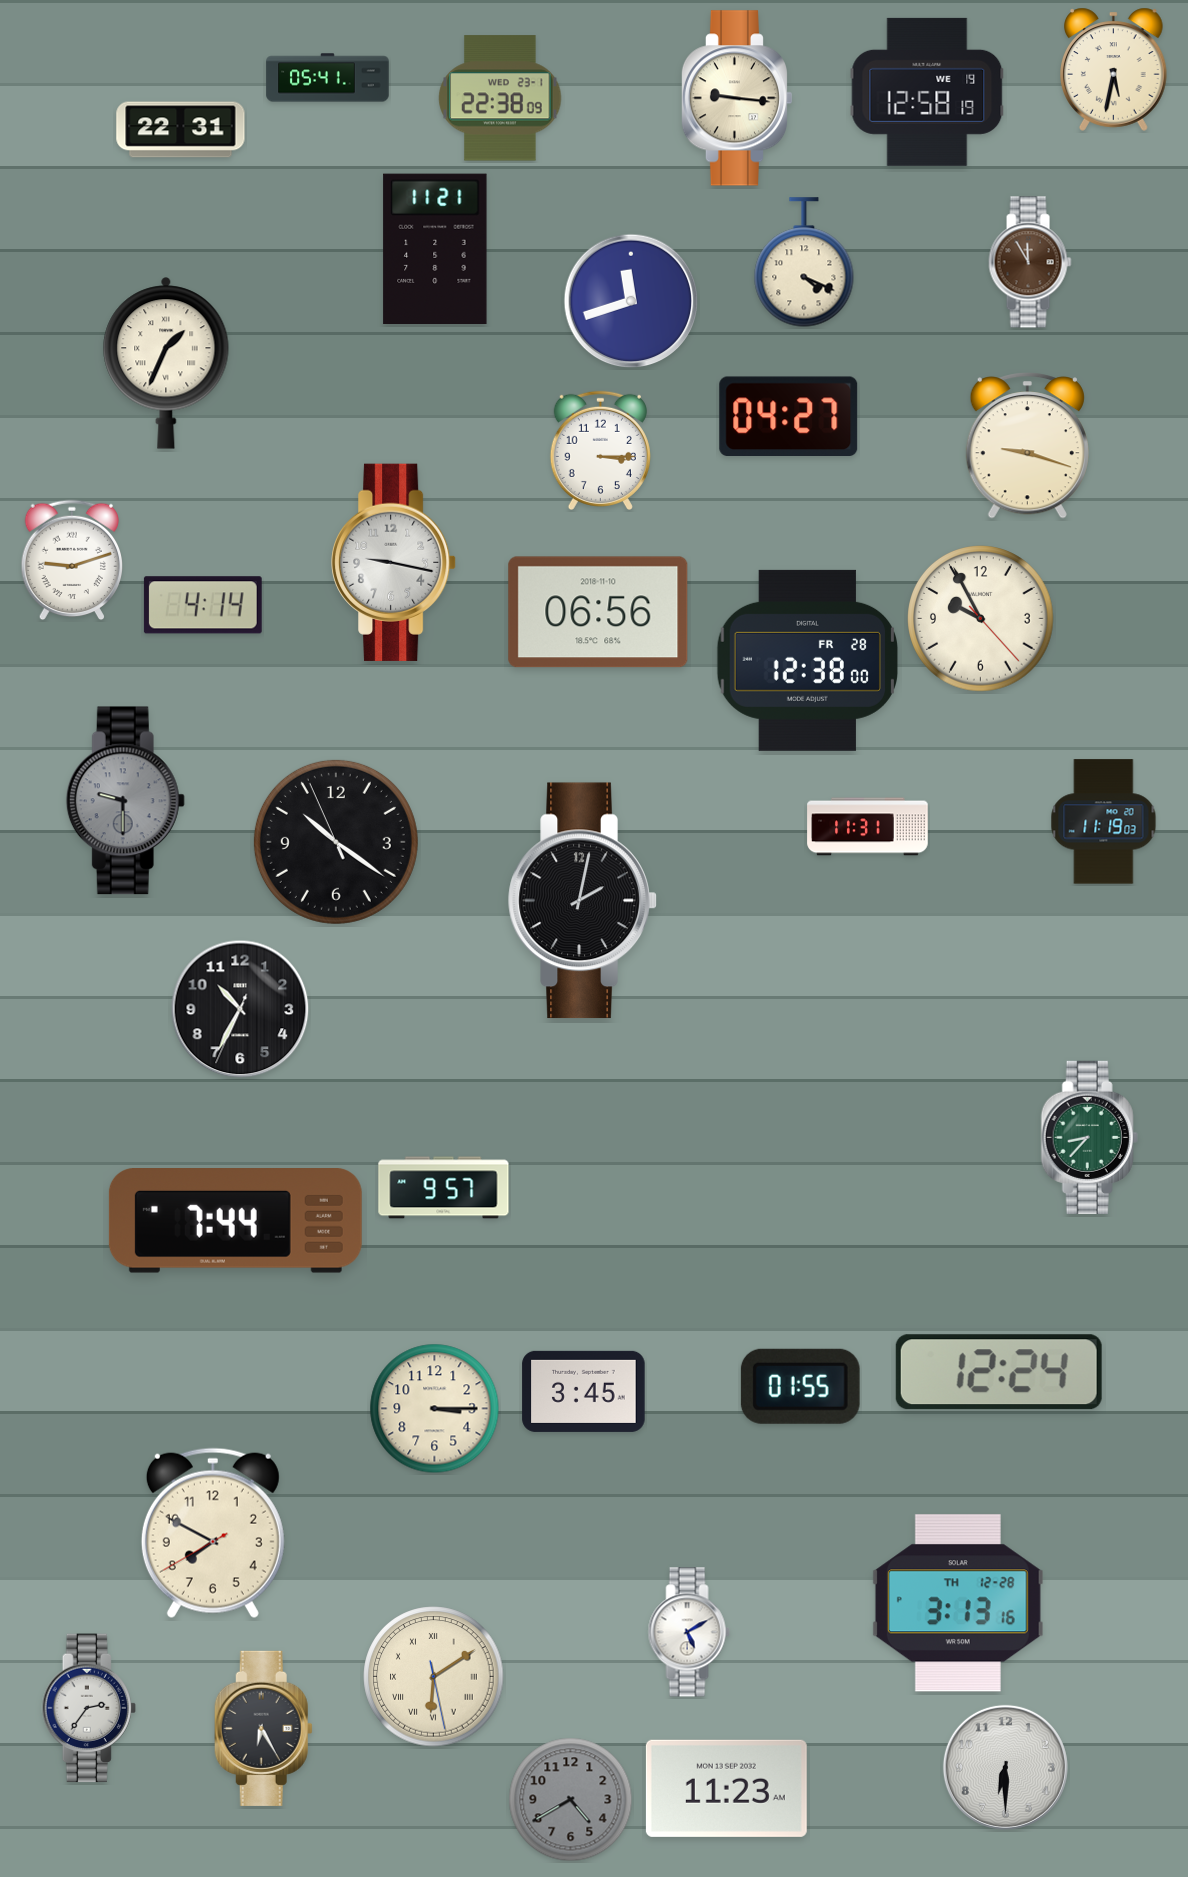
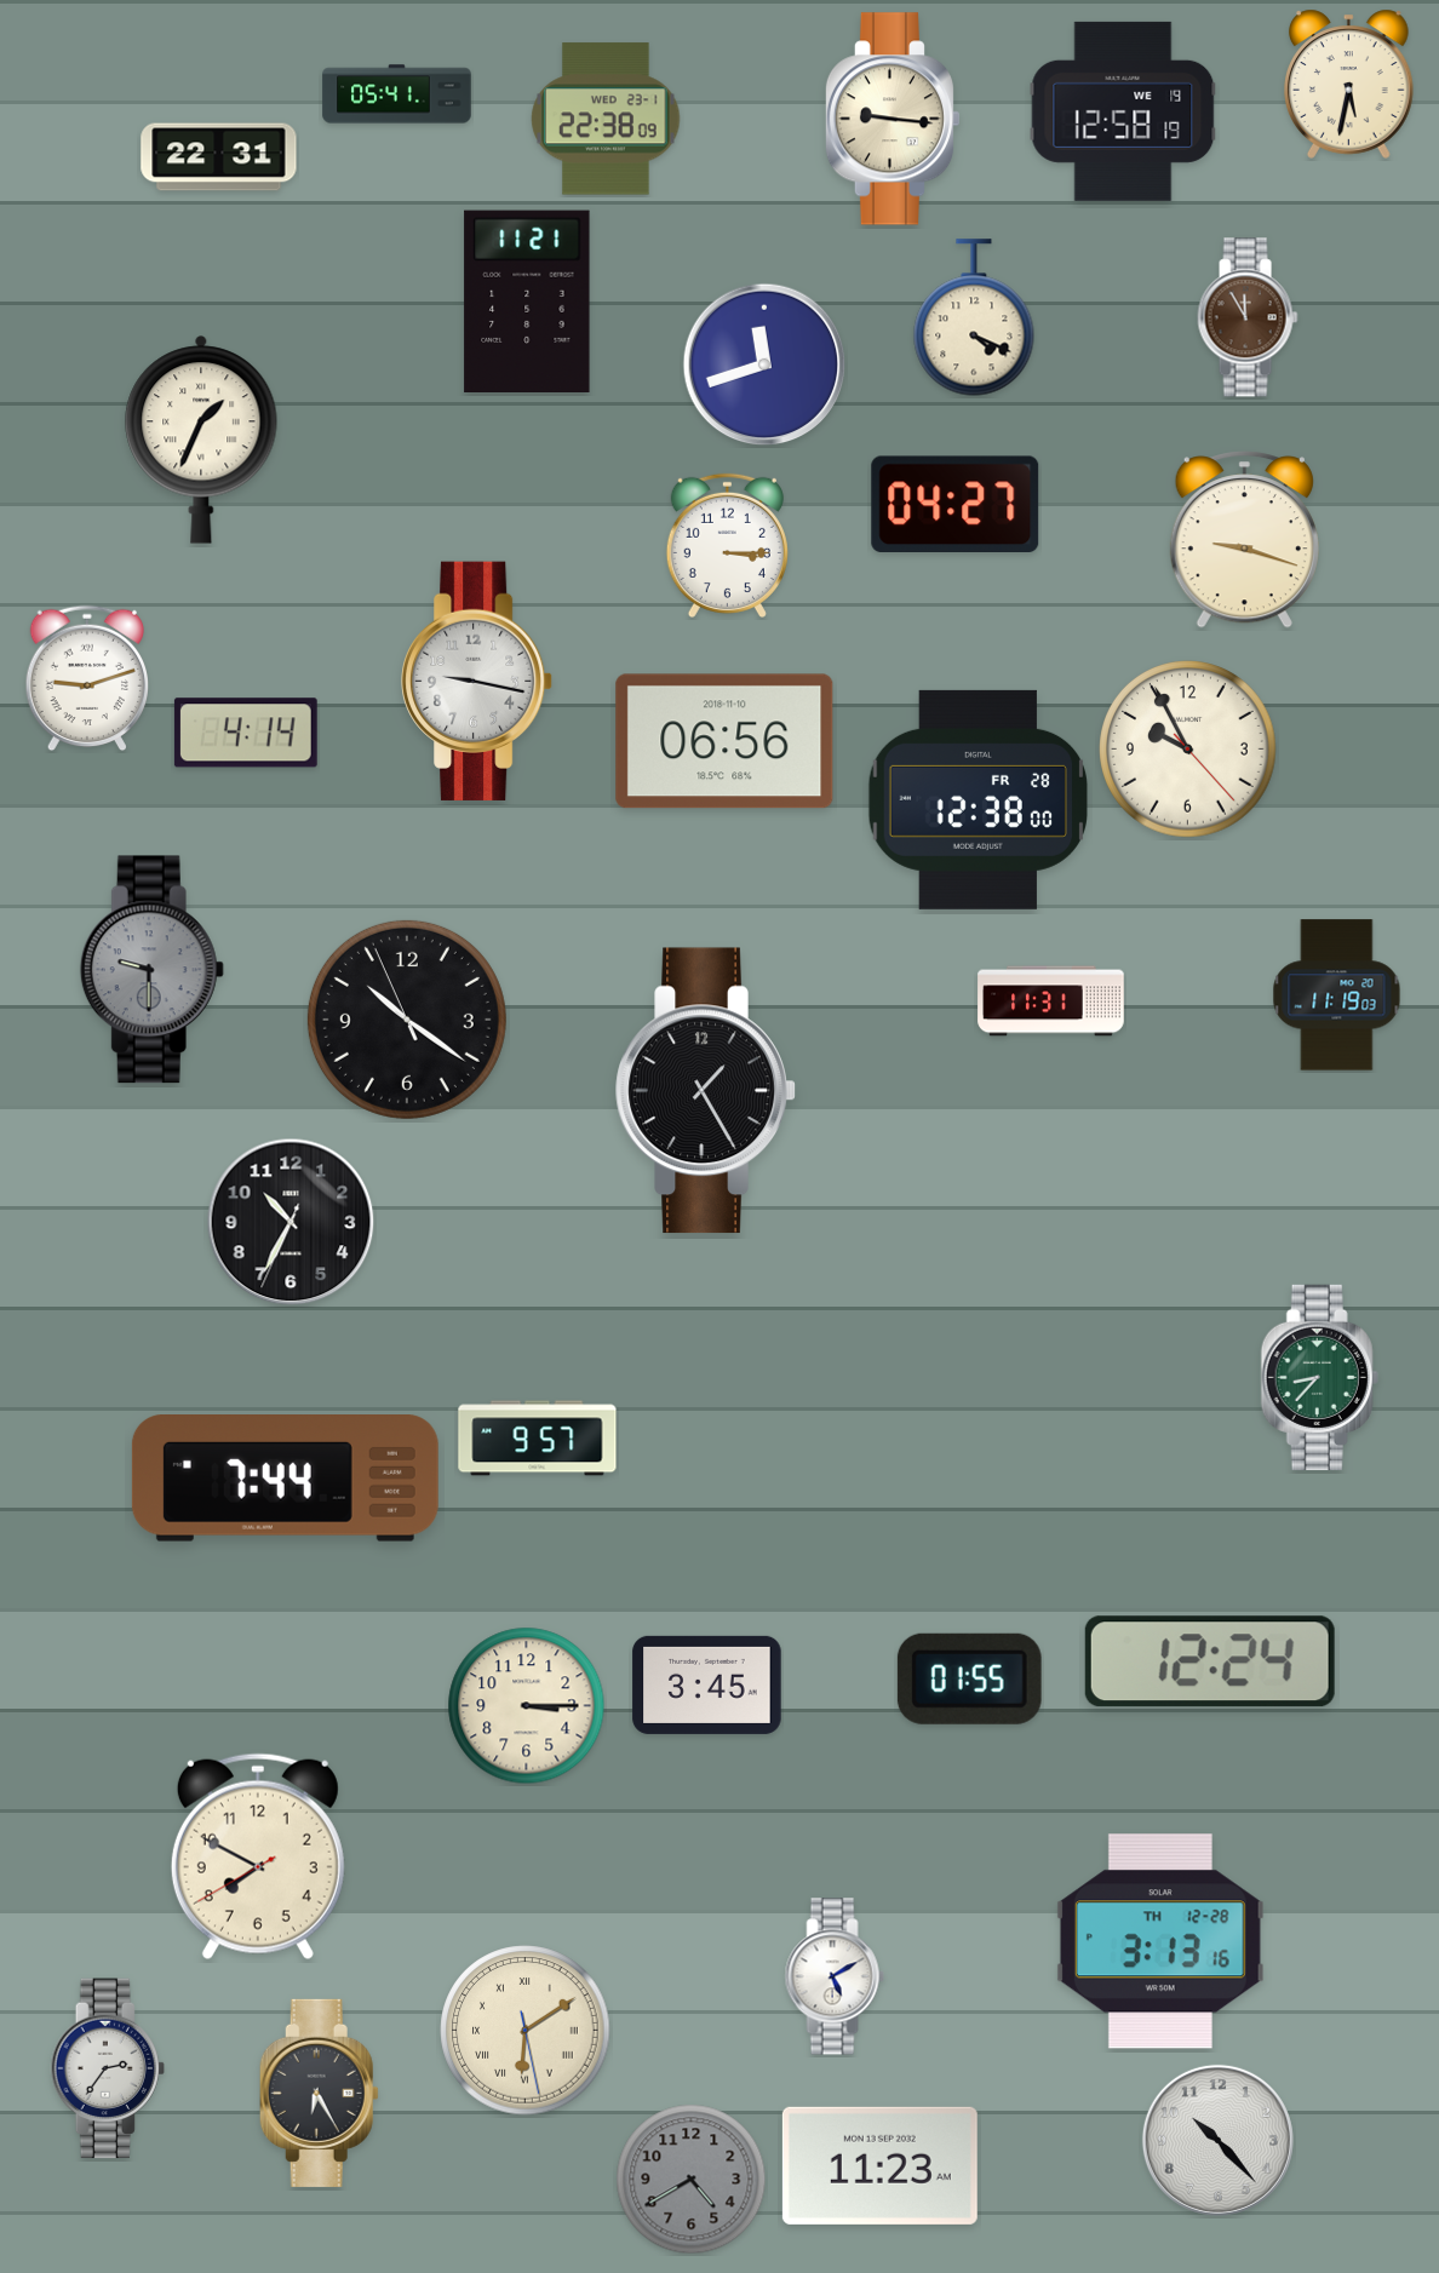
clock at (583, 901): 2:02 -> 1:25
clock at (1005, 1767): 6:30 -> 10:23
